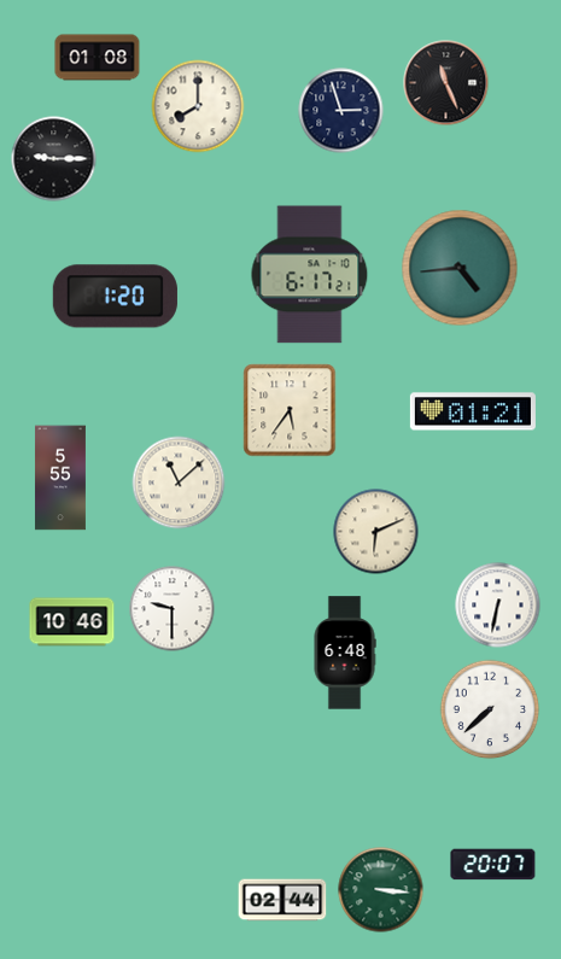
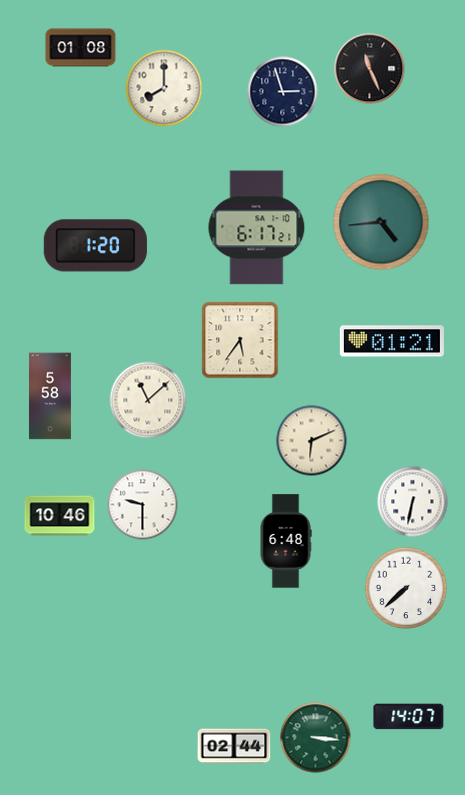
clock at (54, 159): 9:15 -> none
clock at (60, 478): 5:55 -> 5:58
clock at (493, 865): 20:07 -> 14:07
